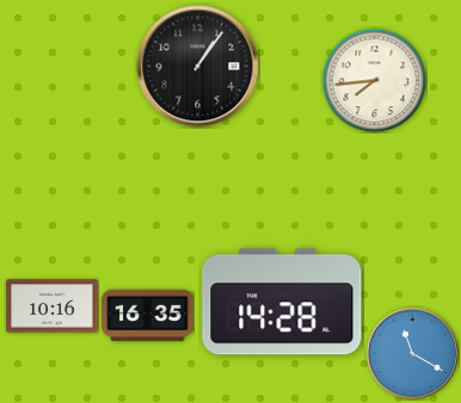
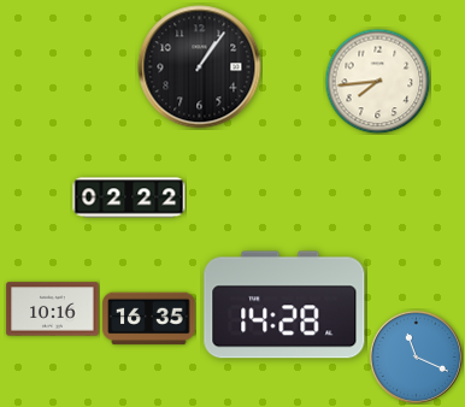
clock at (129, 197): none -> 02:22
clock at (412, 353): 11:20 -> 11:19
